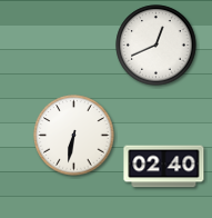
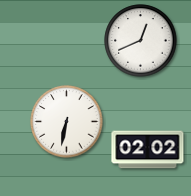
clock at (164, 167): 02:40 -> 02:02
